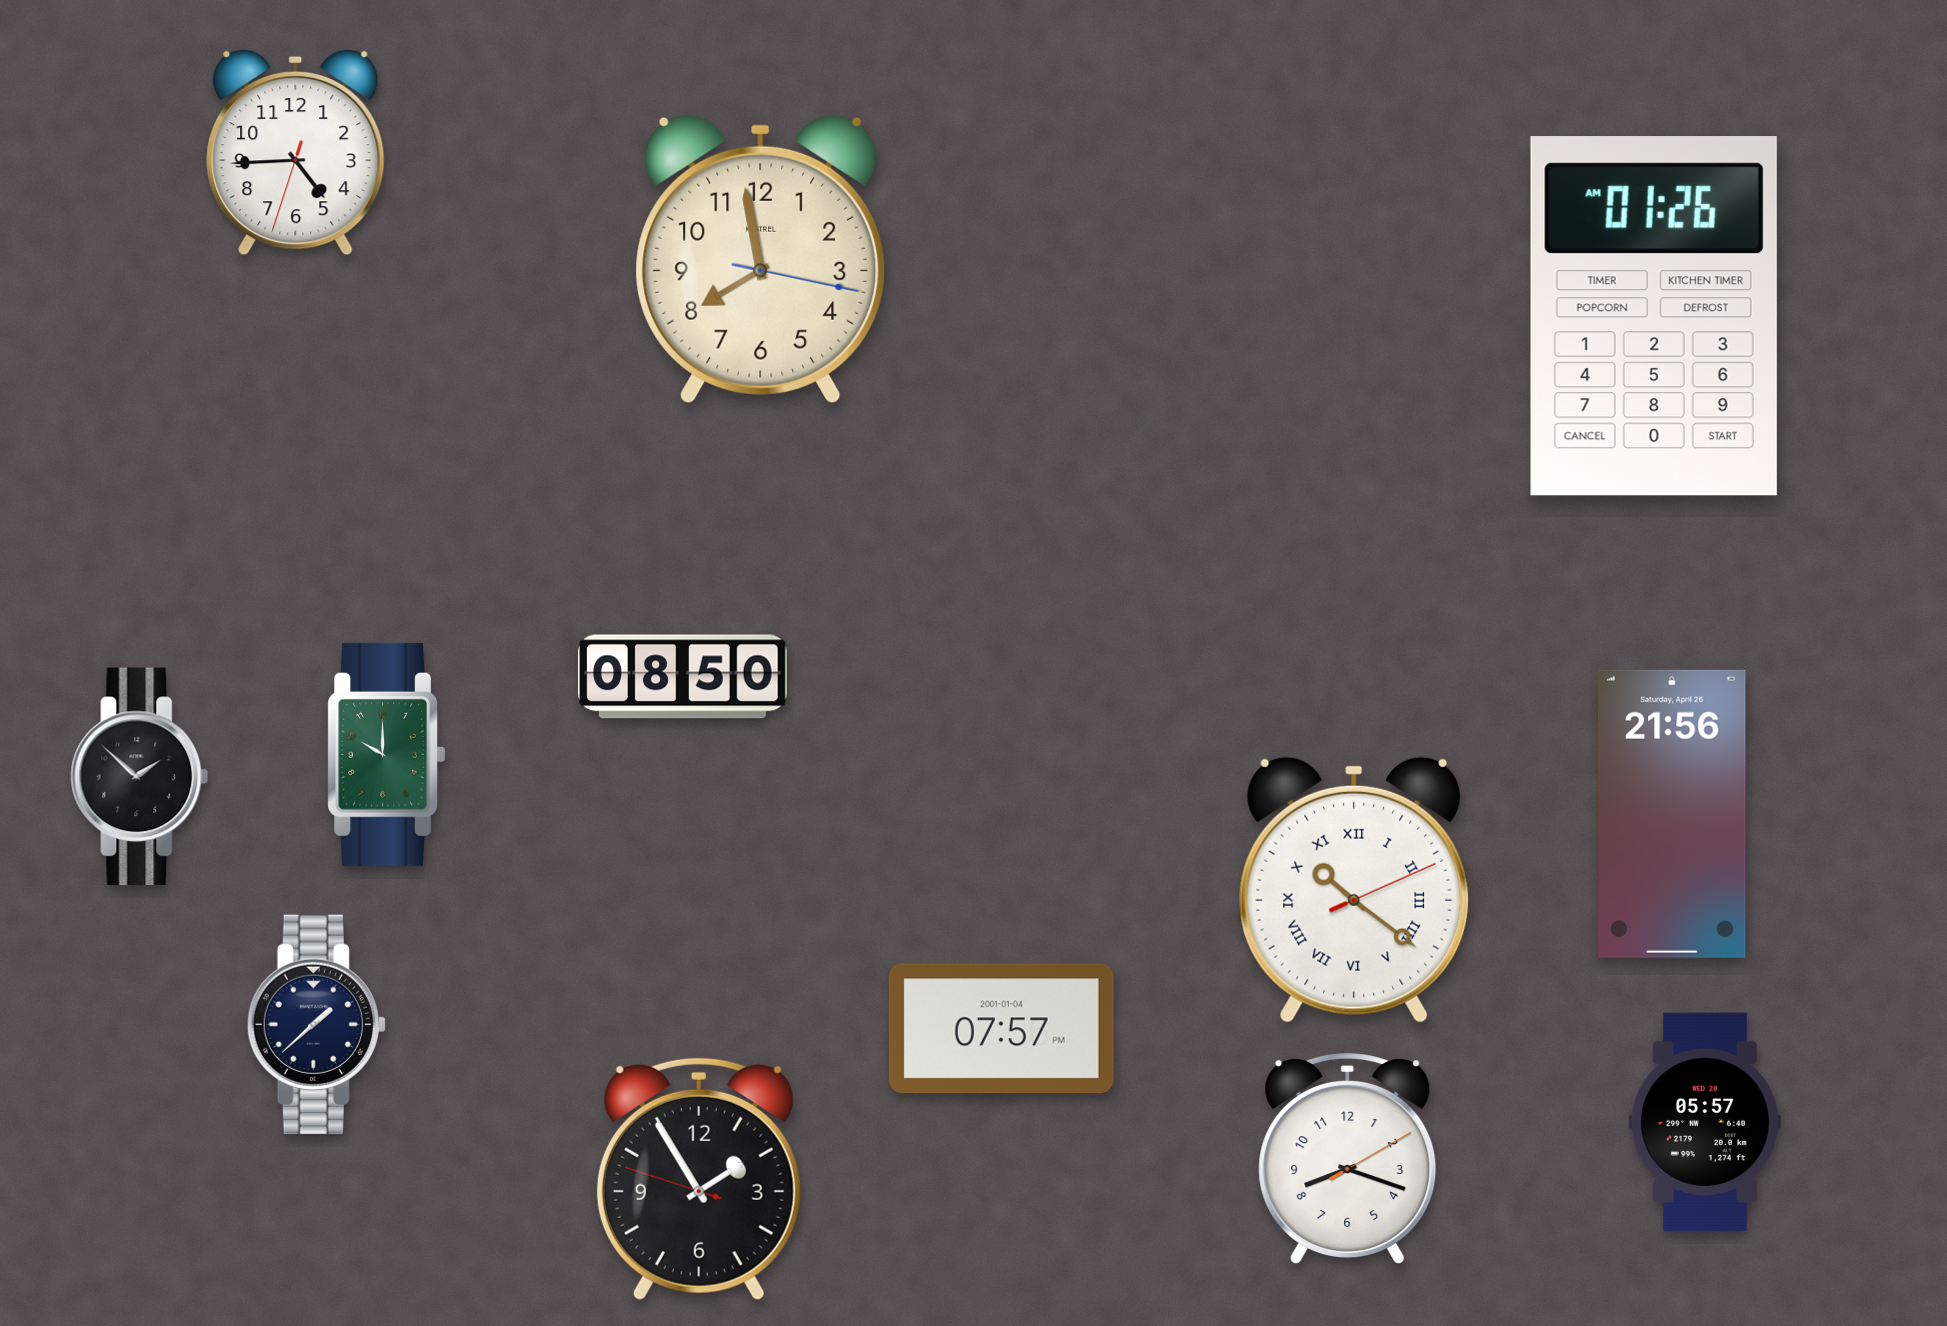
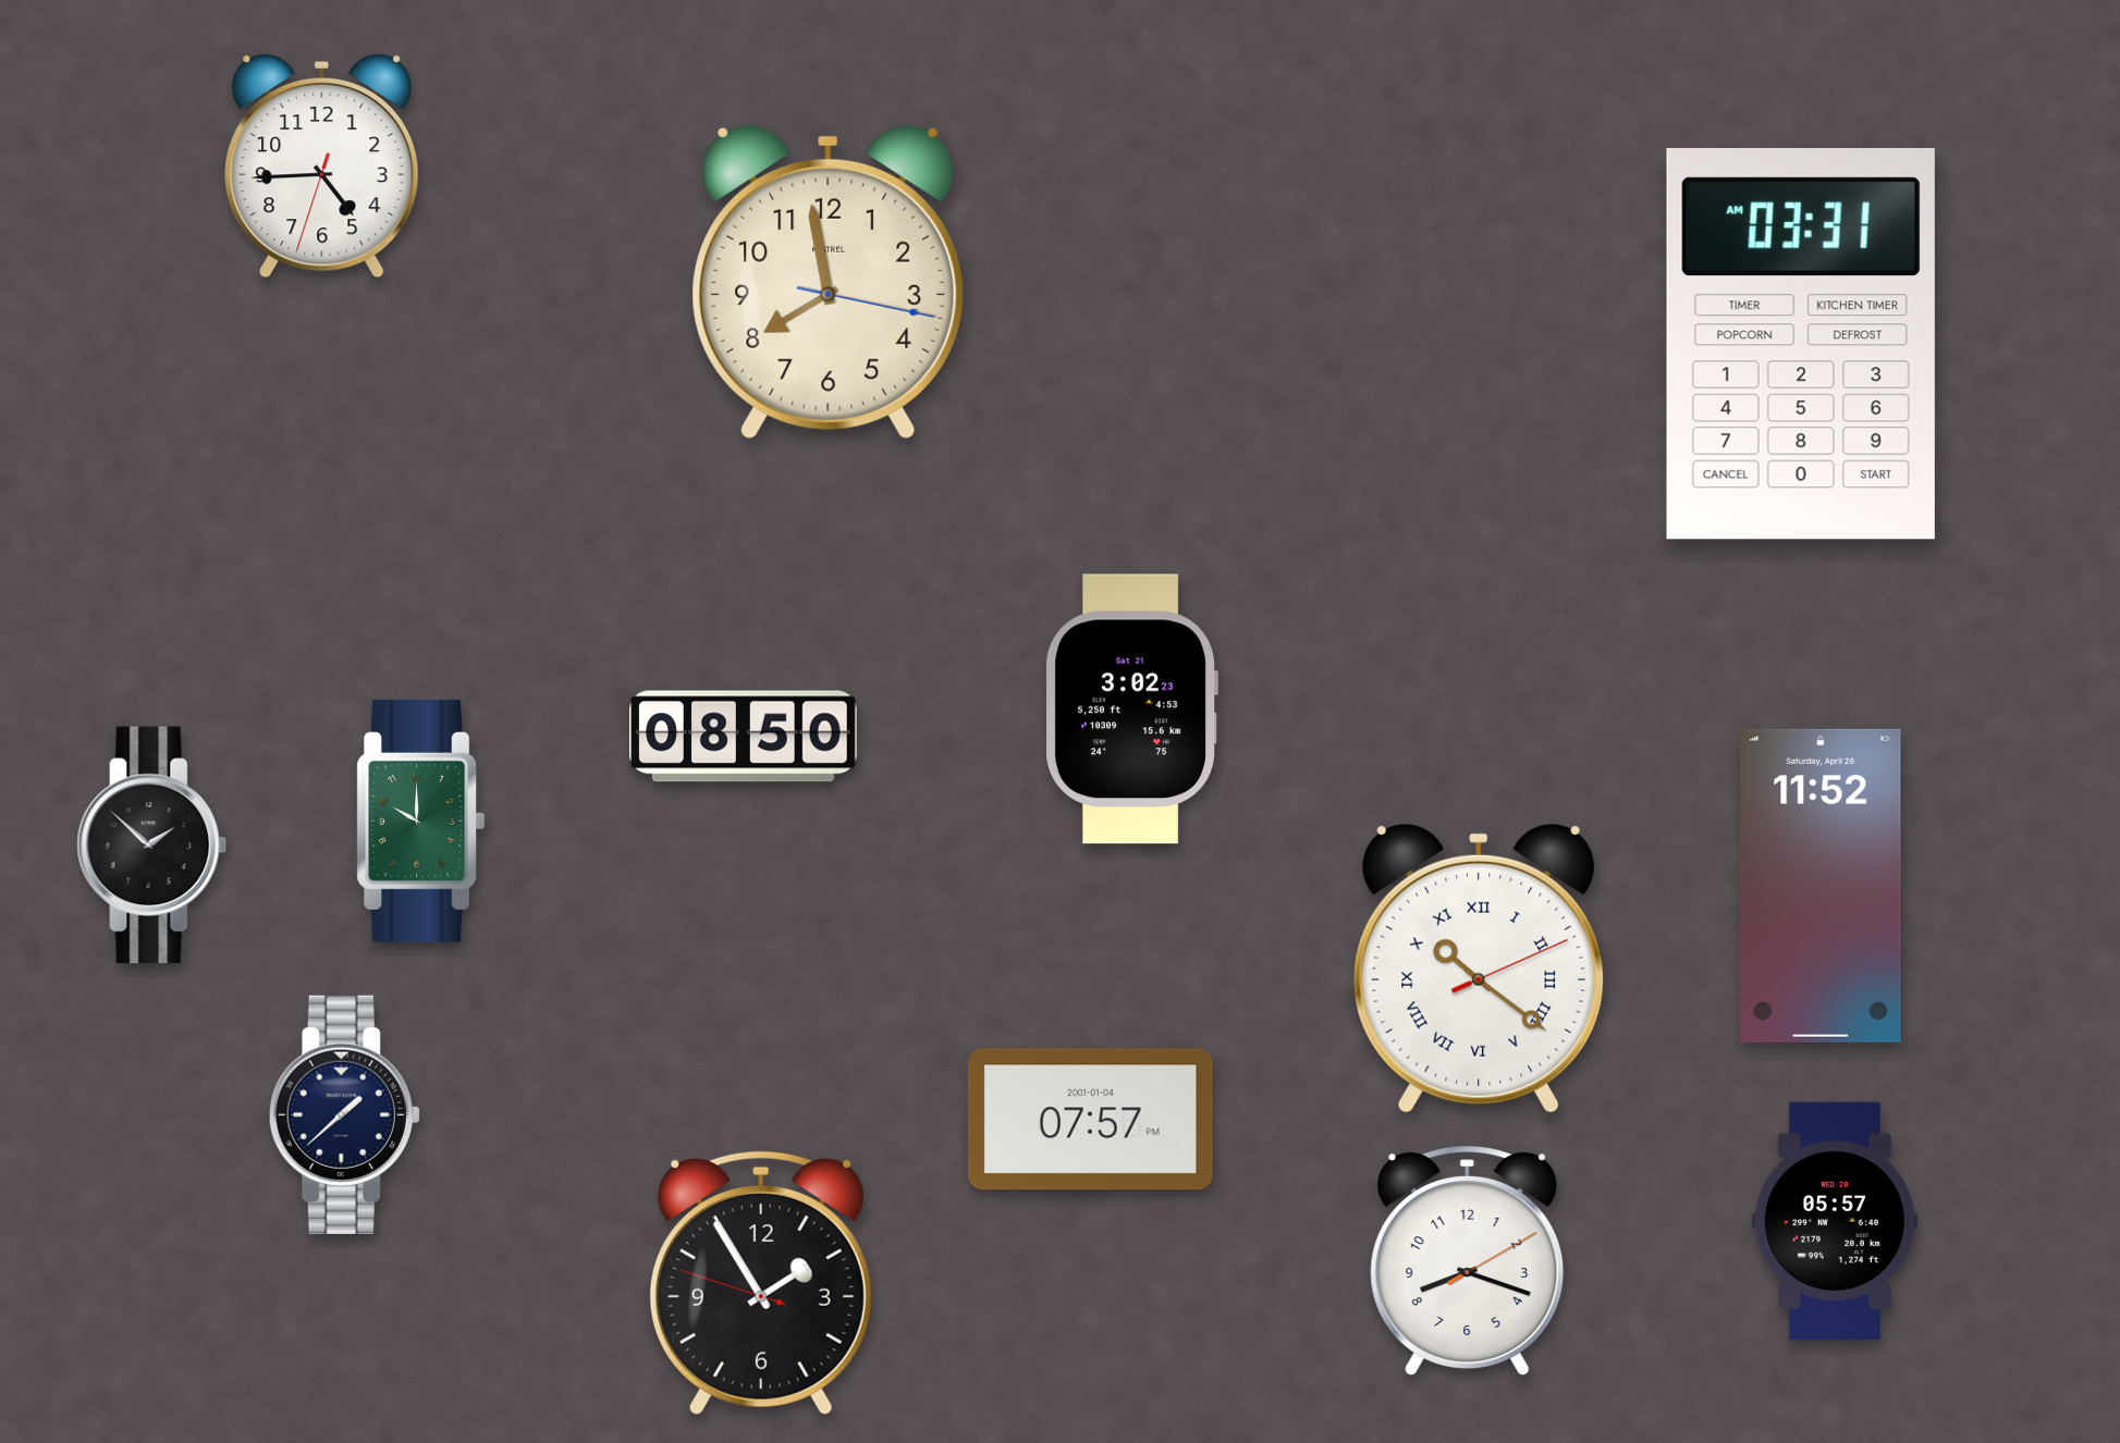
clock at (1654, 316): 01:26 -> 03:31
clock at (1130, 710): none -> 3:02
clock at (1672, 814): 21:56 -> 11:52
clock at (1354, 890) position: (1354, 890) -> (1479, 969)
clock at (1705, 1122) position: (1705, 1122) -> (1835, 1221)
